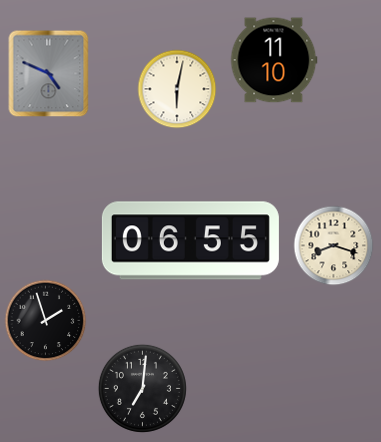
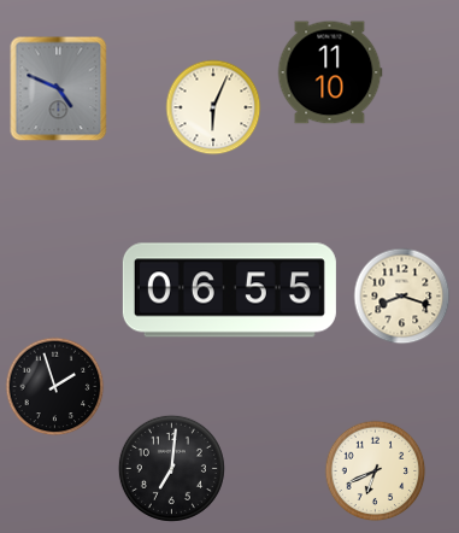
clock at (177, 89): 6:02 -> 6:04
clock at (376, 471): none -> 6:41
